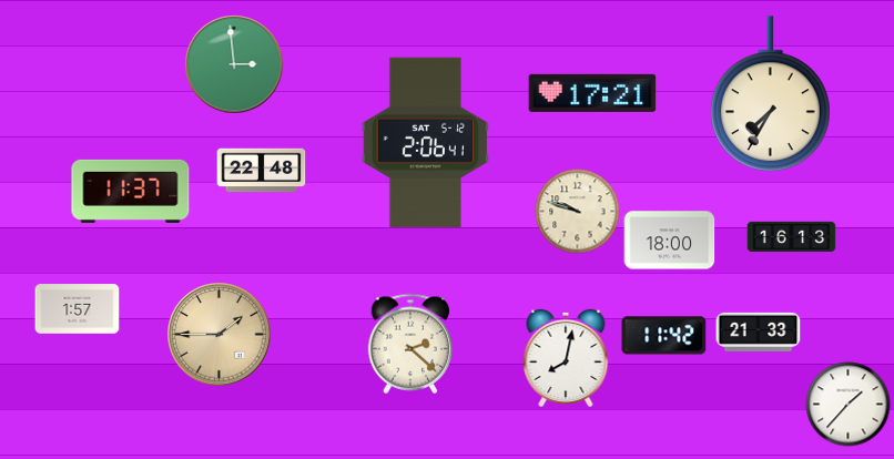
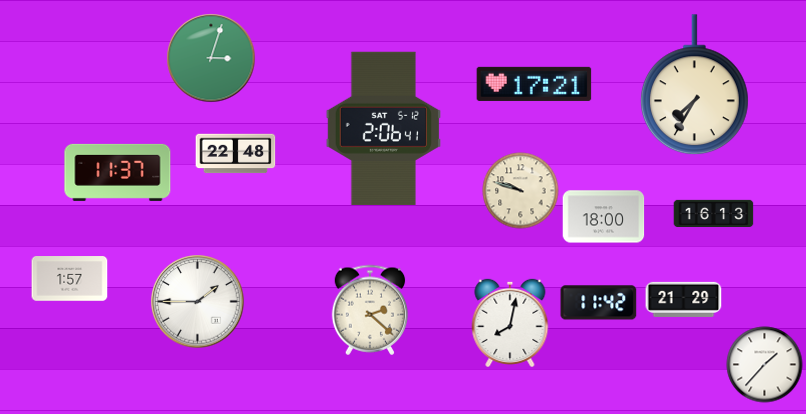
clock at (234, 64): 2:59 -> 3:03
clock at (759, 331): 21:33 -> 21:29
clock at (220, 335) dial: champagne -> white
